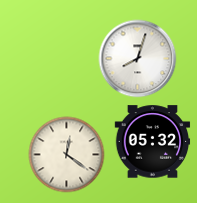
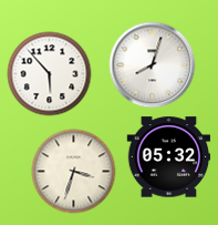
clock at (50, 74): none -> 5:53
clock at (67, 155): 12:21 -> 3:33
